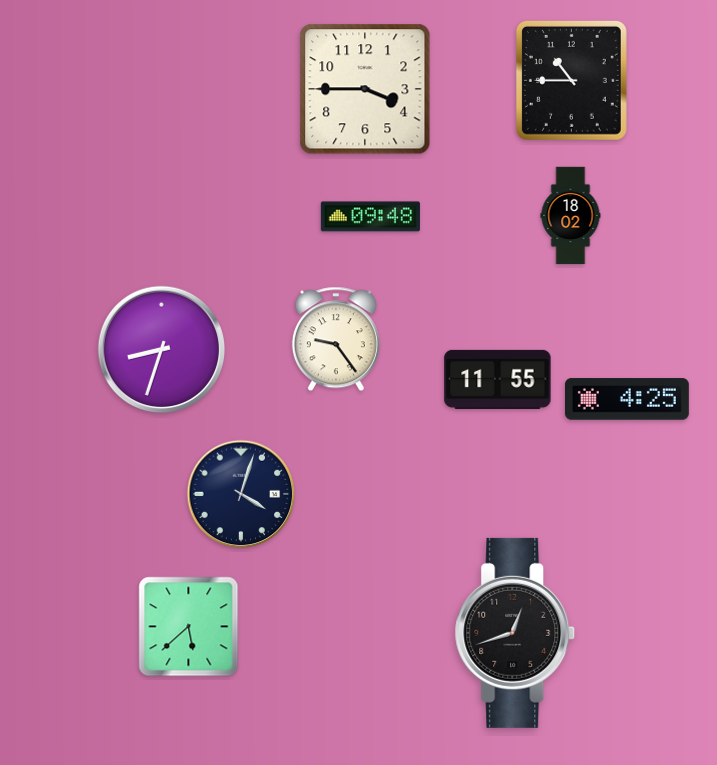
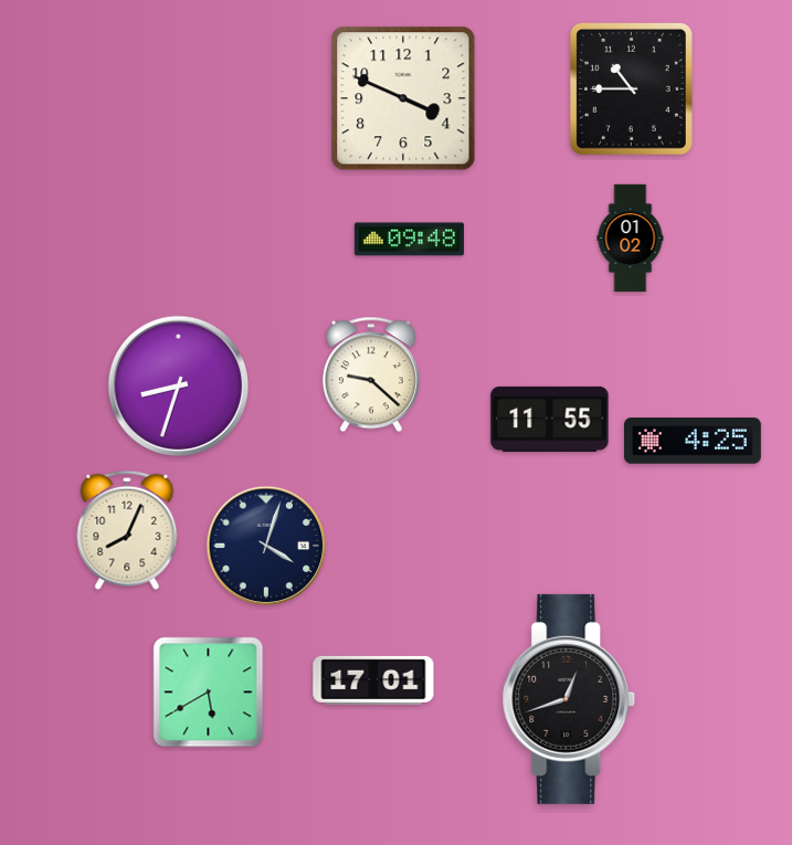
clock at (365, 89): 3:45 -> 3:49
clock at (571, 216): 18:02 -> 01:02
clock at (336, 339): 9:24 -> 9:22
clock at (127, 530): none -> 8:04
clock at (373, 680): none -> 17:01
clock at (189, 627): 5:38 -> 5:40
